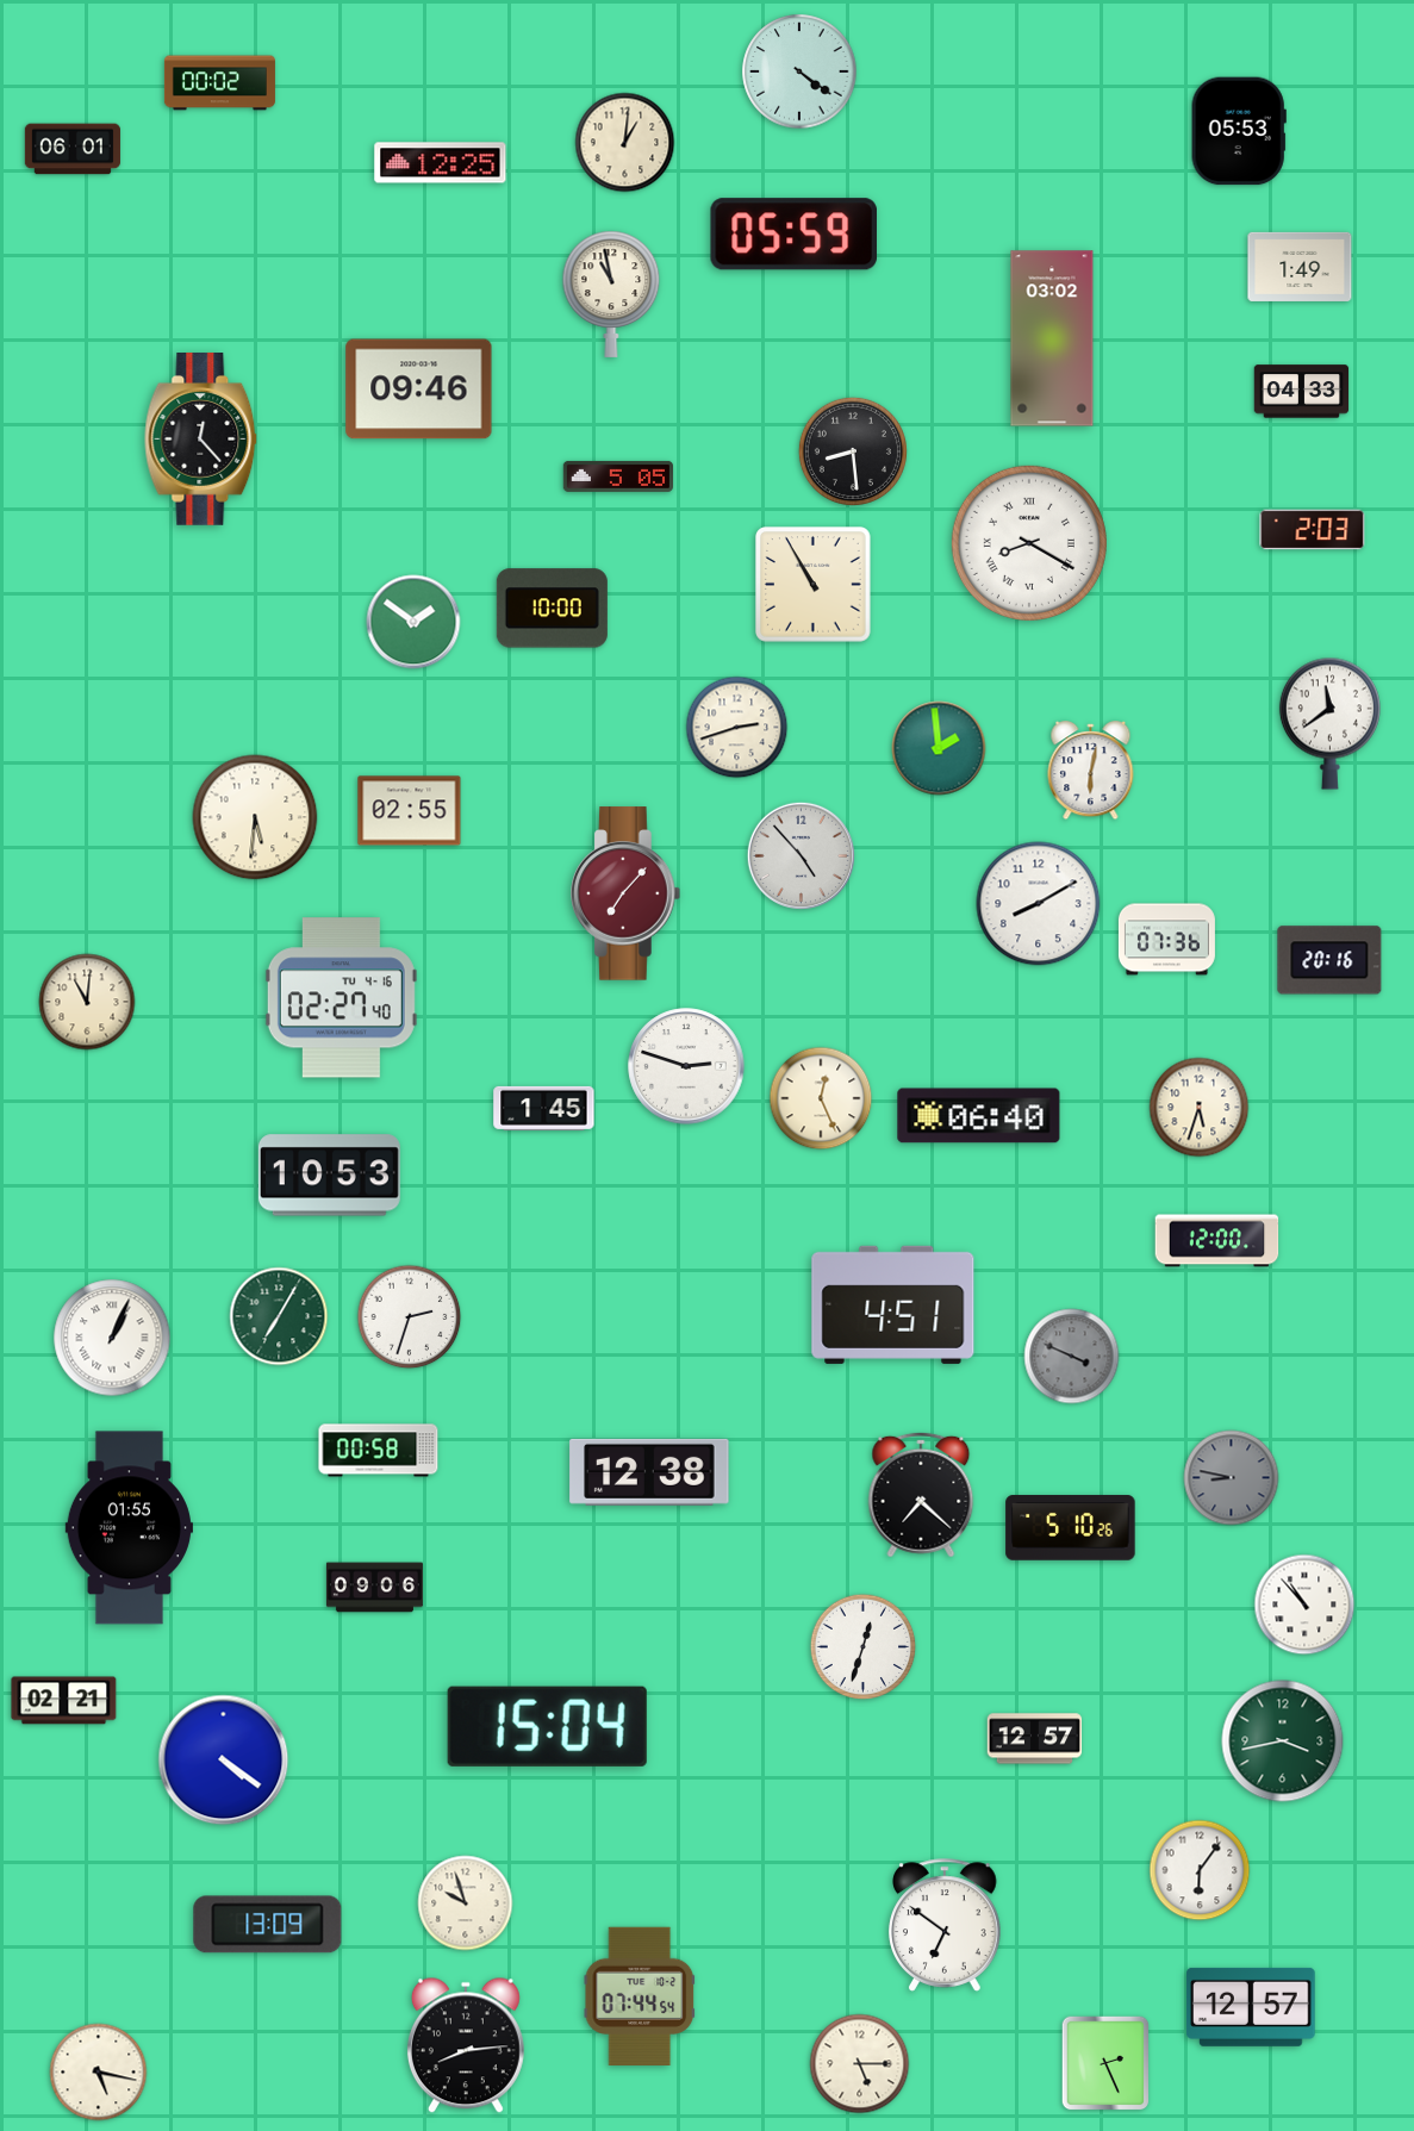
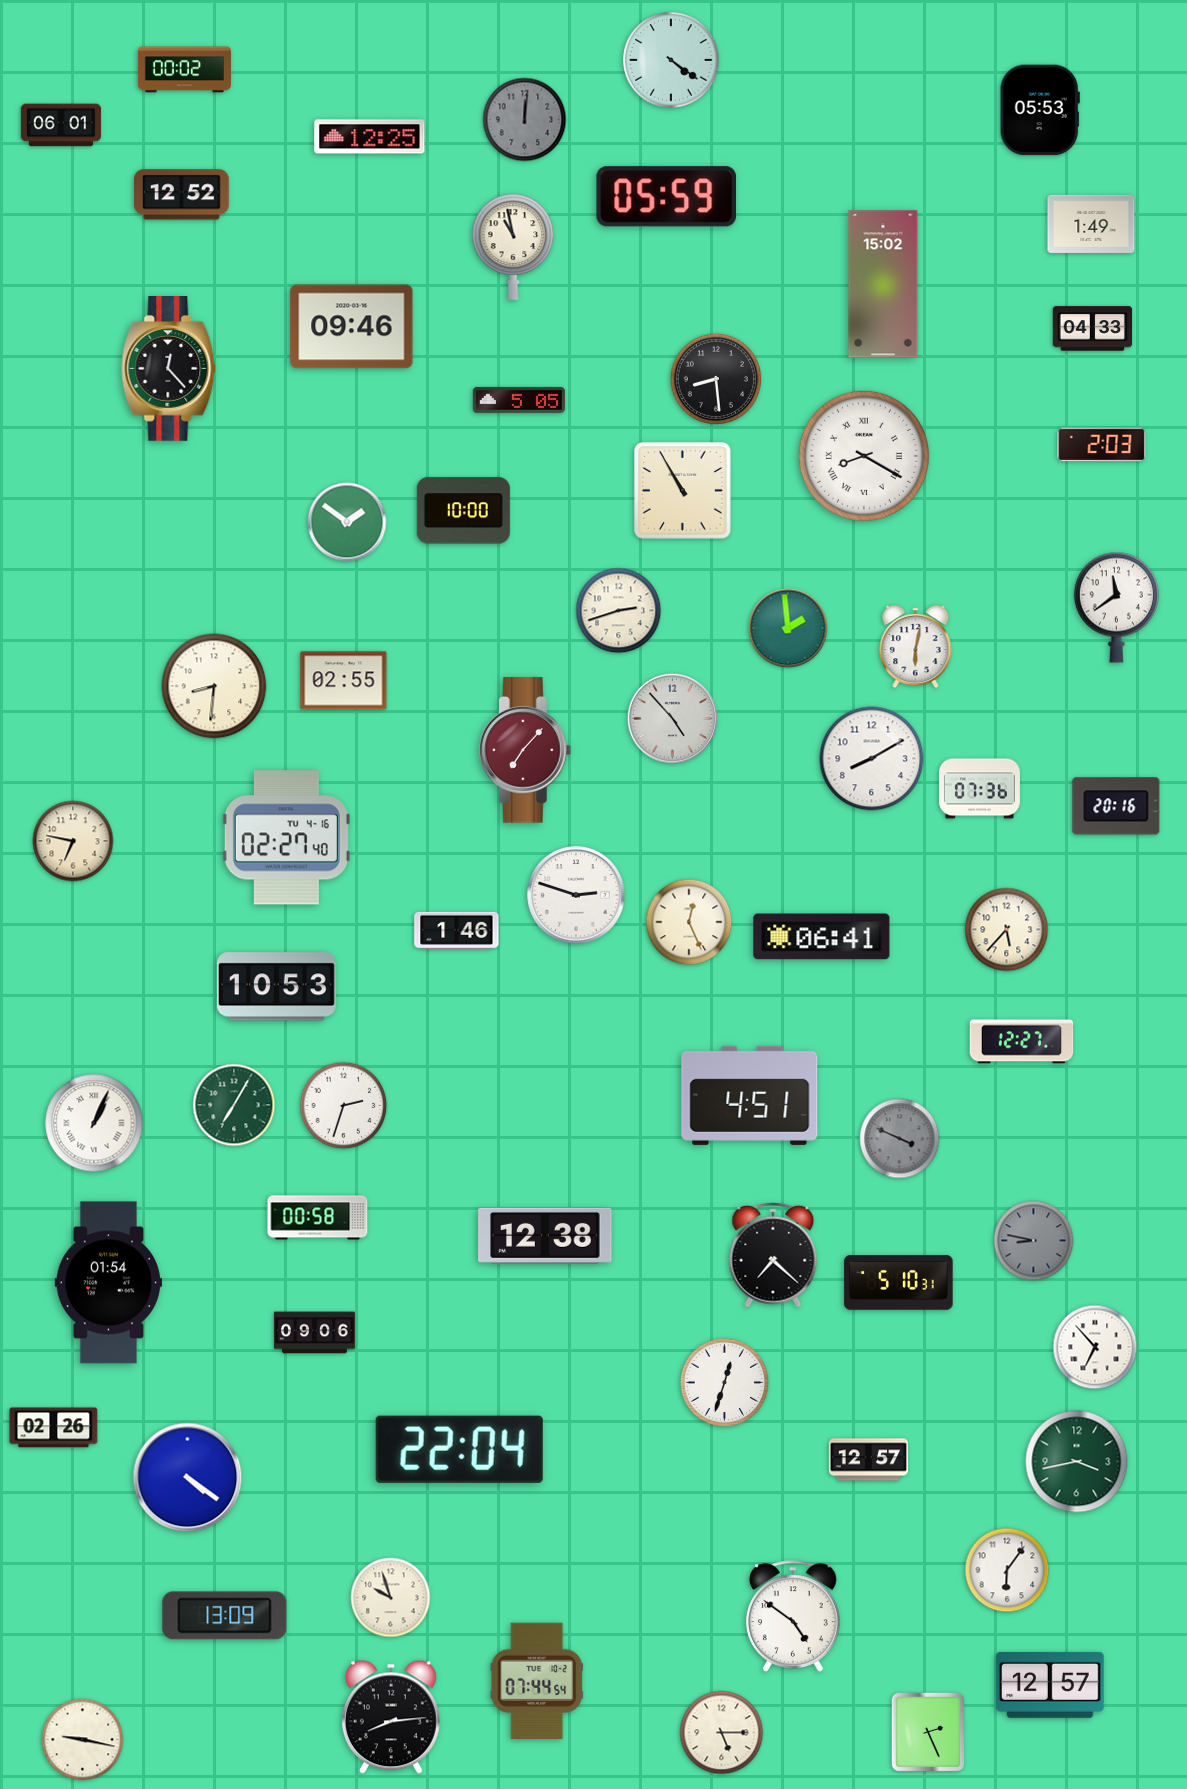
clock at (625, 143): 1:01 -> 12:01
clock at (625, 143) dial: cream -> grey
clock at (182, 195): none -> 12:52
clock at (1052, 338): 03:02 -> 15:02
clock at (255, 817): 5:31 -> 8:31
clock at (87, 1002): 11:01 -> 6:47
clock at (544, 1108): 1:45 -> 1:46
clock at (1200, 1108): 5:33 -> 5:37
clock at (979, 1116): 06:40 -> 06:41
clock at (1217, 1241): 12:00 -> 12:27
clock at (129, 1528): 01:55 -> 01:54
clock at (1071, 1528): 5:10:26 -> 5:10:31
clock at (1304, 1605): 10:53 -> 6:53
clock at (64, 1701): 02:21 -> 02:26
clock at (547, 1726): 15:04 -> 22:04
clock at (945, 1925): 6:51 -> 4:51
clock at (640, 1995) position: (640, 1995) -> (537, 1680)
clock at (99, 2073): 5:17 -> 9:17
